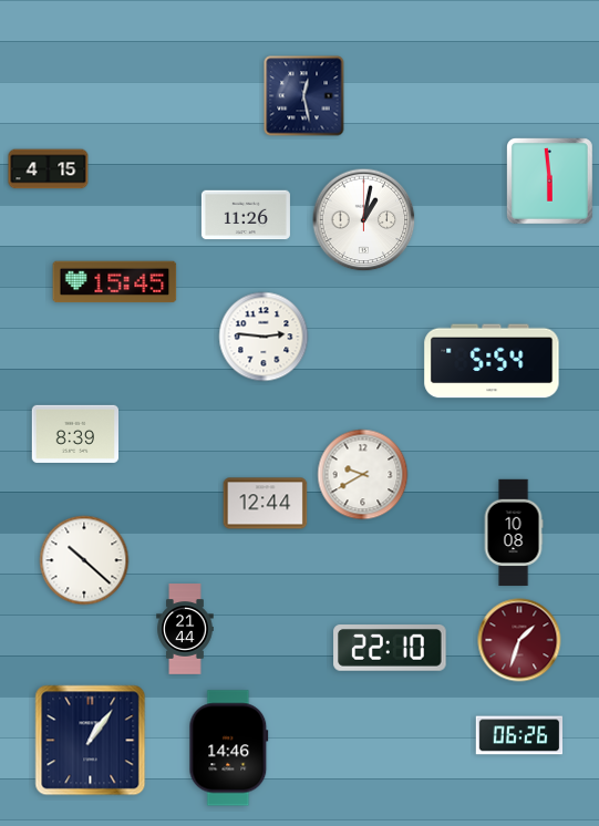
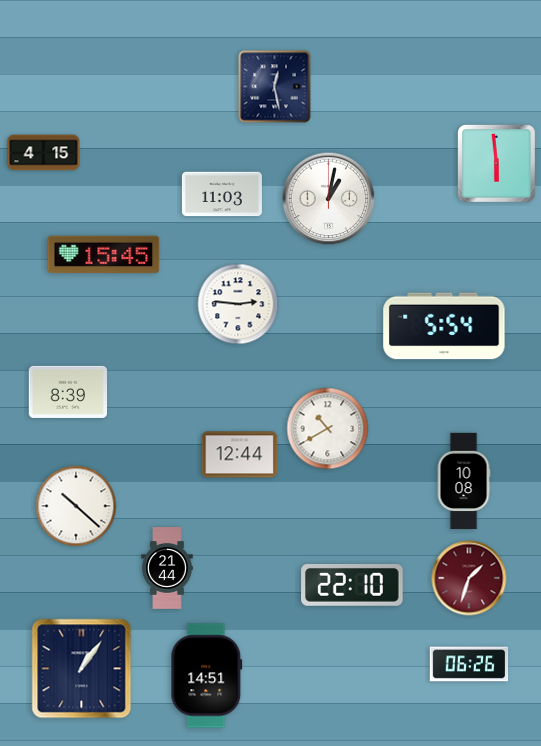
clock at (246, 215): 11:26 -> 11:03
clock at (363, 475): 9:40 -> 10:40
clock at (229, 748): 14:46 -> 14:51
